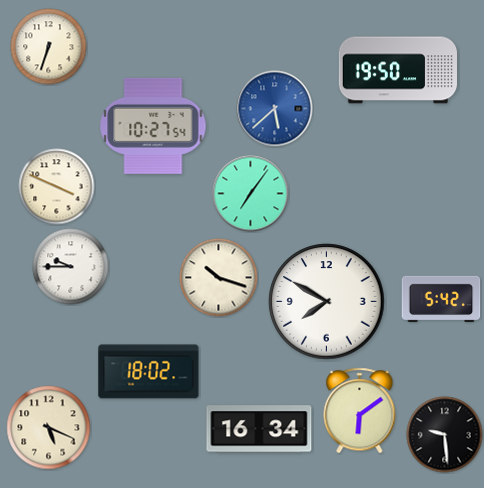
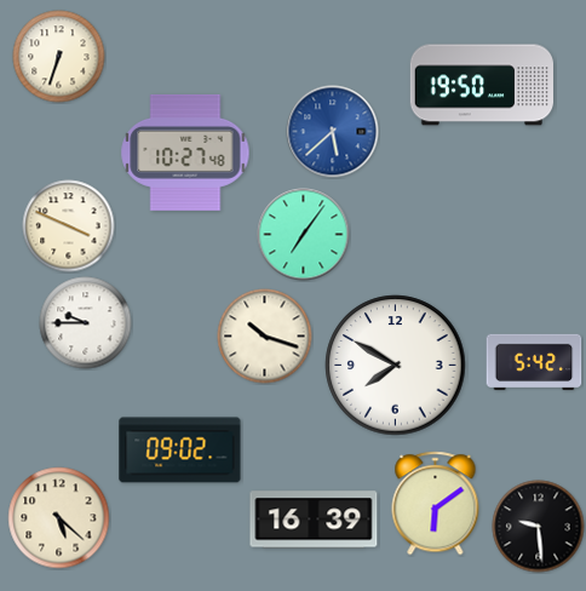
clock at (153, 126): 10:27:54 -> 10:27:48
clock at (149, 372): 18:02 -> 09:02
clock at (360, 411) position: (360, 411) -> (436, 504)
clock at (49, 428): 5:19 -> 5:22
clock at (259, 429): 16:34 -> 16:39
